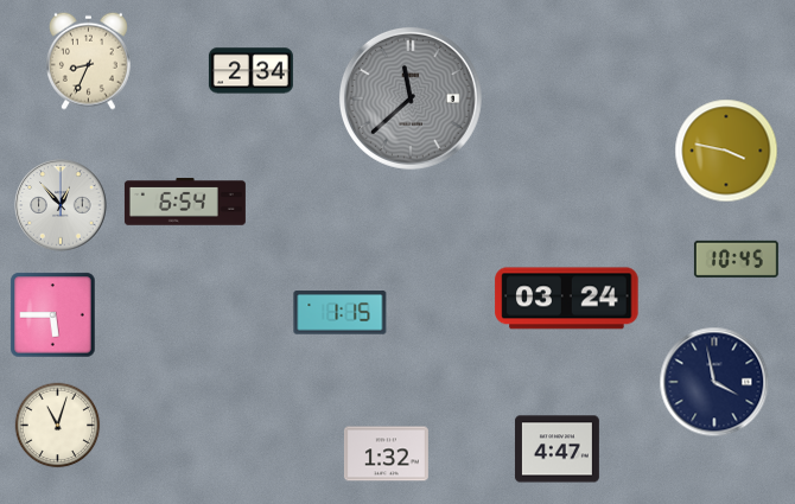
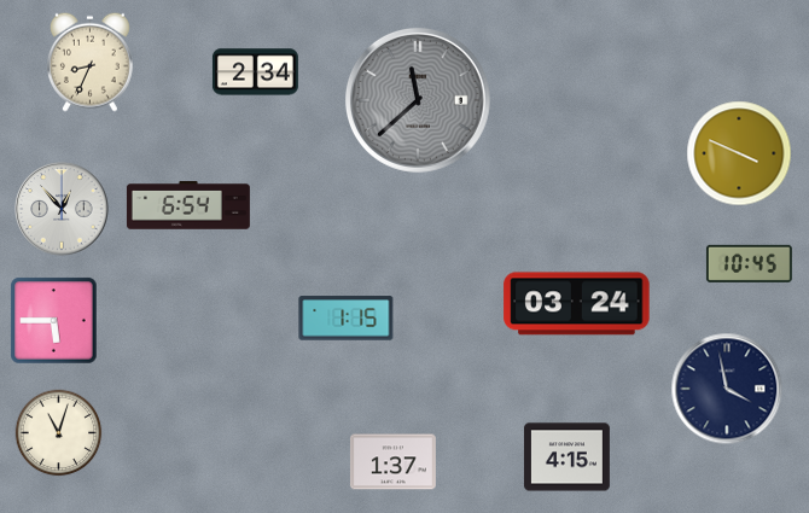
clock at (726, 151): 3:47 -> 3:49
clock at (556, 449): 4:47 -> 4:15
clock at (386, 454): 1:32 -> 1:37
